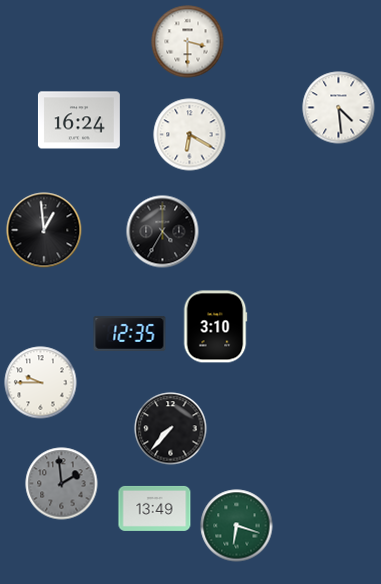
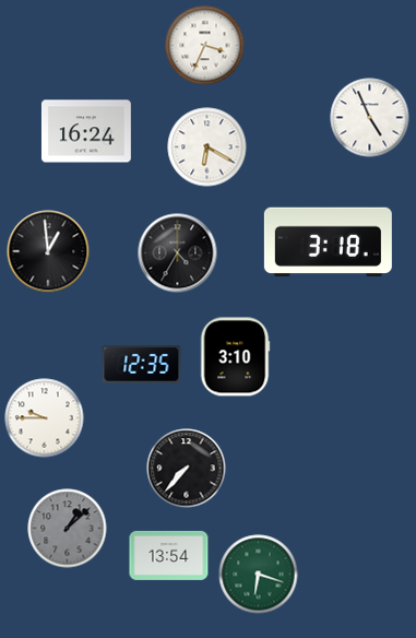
clock at (188, 42): 3:30 -> 3:34
clock at (339, 108): 4:29 -> 4:56
clock at (328, 243): none -> 3:18
clock at (62, 484): 1:59 -> 1:08
clock at (155, 508): 13:49 -> 13:54
